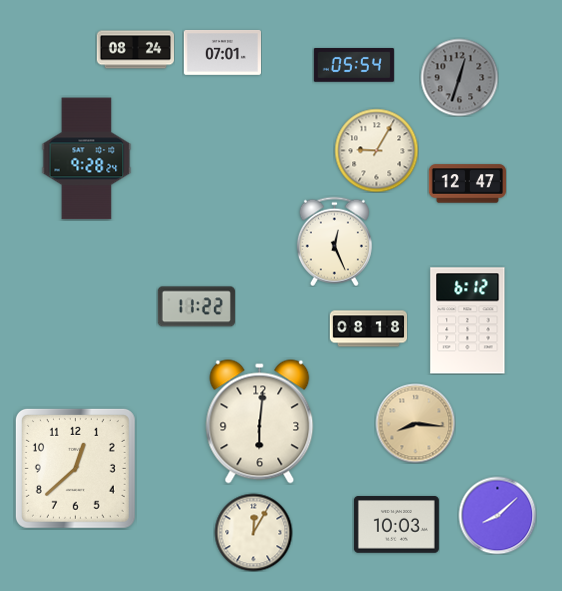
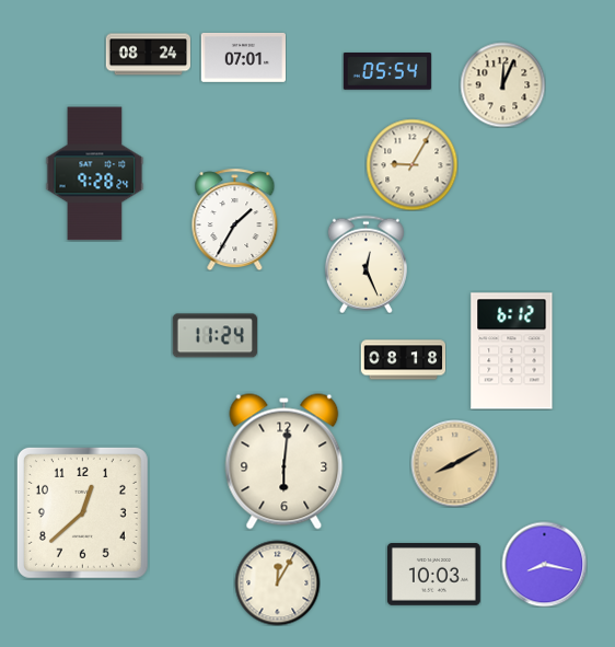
clock at (459, 77): 12:33 -> 12:04
clock at (459, 77) dial: grey -> cream
clock at (467, 184): 12:47 -> none
clock at (235, 219): none -> 1:35
clock at (196, 307): 11:22 -> 11:24
clock at (415, 423): 8:16 -> 8:10
clock at (497, 515): 8:08 -> 8:17
